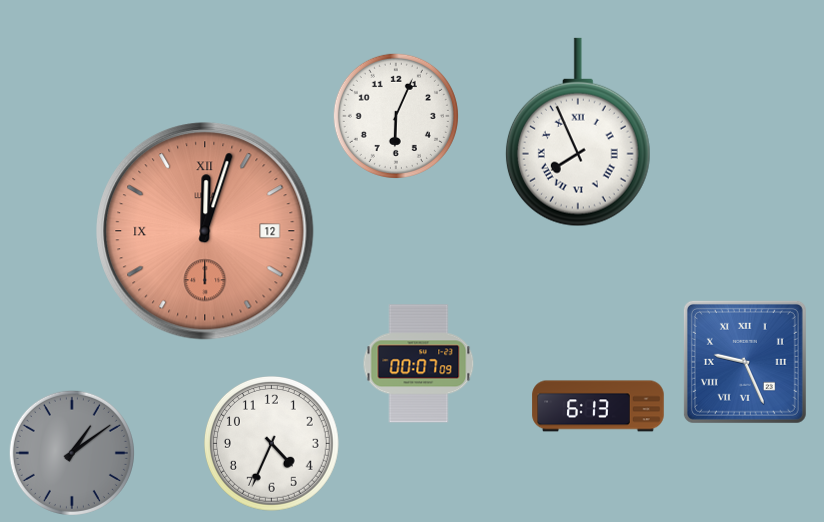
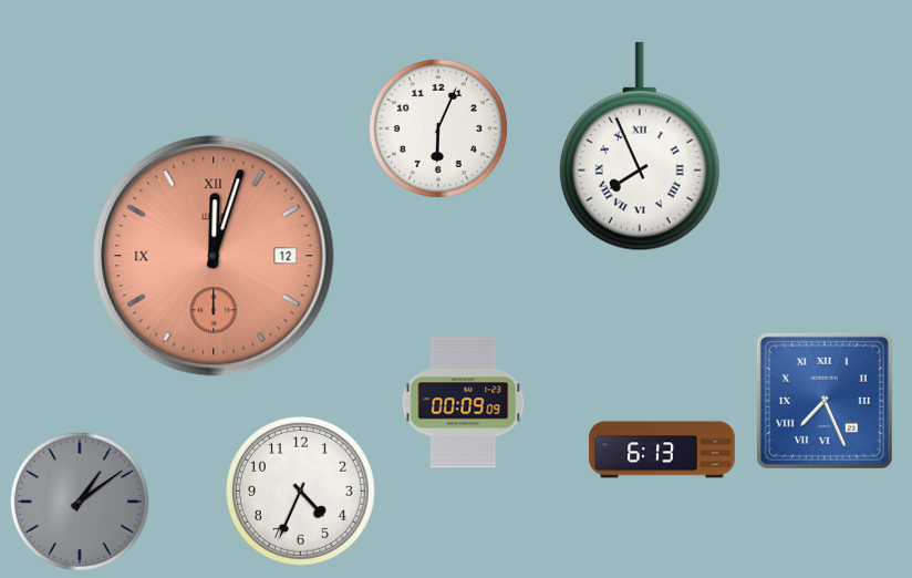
clock at (205, 231) position: (205, 231) -> (214, 256)
clock at (745, 362): 9:26 -> 7:26
clock at (419, 364): 00:07 -> 00:09
